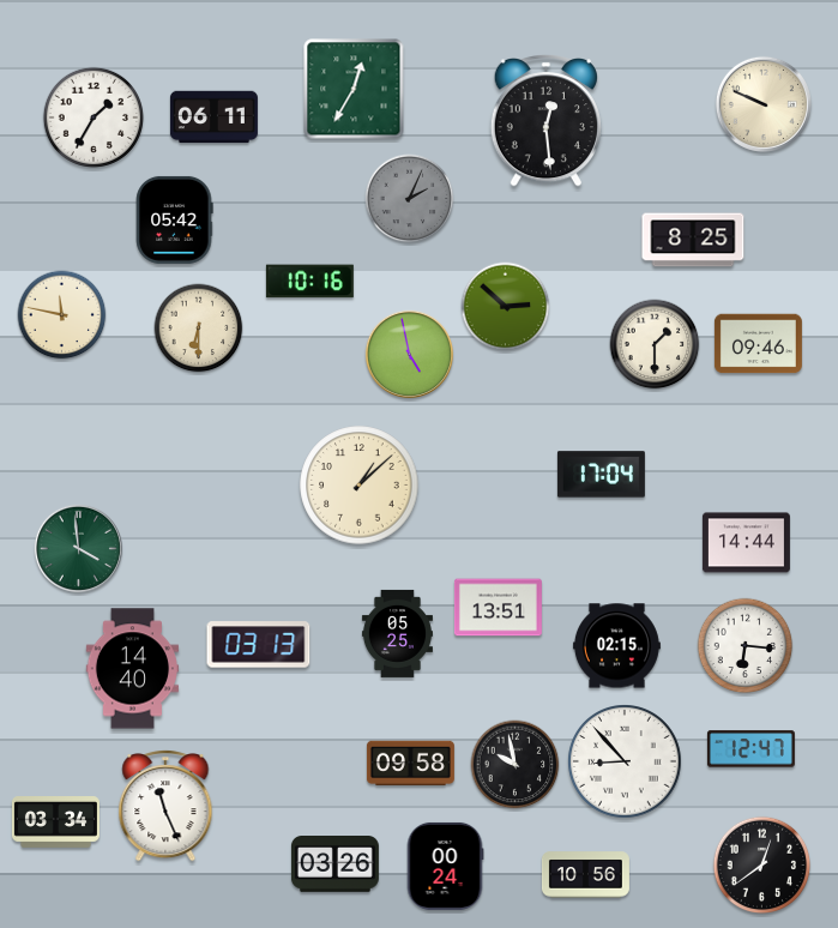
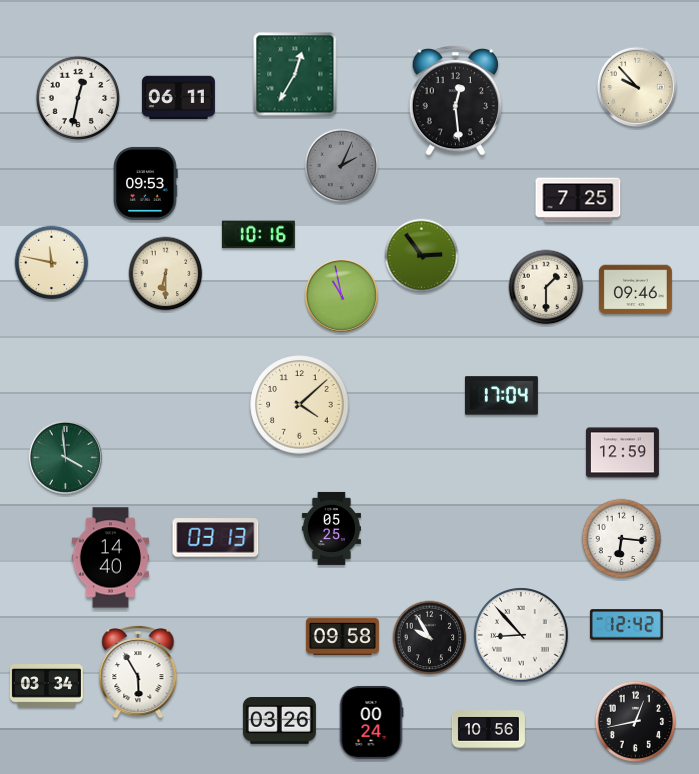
clock at (764, 104): 9:49 -> 9:53
clock at (92, 116): 1:35 -> 12:32
clock at (175, 219): 05:42 -> 09:53
clock at (693, 240): 8:25 -> 7:25
clock at (506, 307): 2:52 -> 2:54
clock at (758, 344) position: (758, 344) -> (635, 290)
clock at (409, 354): 4:58 -> 10:58
clock at (360, 486): 1:08 -> 4:08
clock at (746, 543): 14:44 -> 12:59
clock at (498, 608): 13:51 -> none
clock at (616, 646): 02:15 -> none
clock at (750, 749): 12:47 -> 12:42
clock at (516, 765): 9:58 -> 9:55
clock at (165, 806): 11:26 -> 5:55
clock at (762, 866): 12:39 -> 12:43
